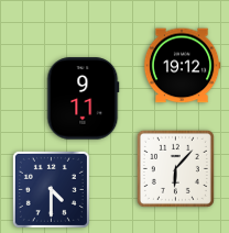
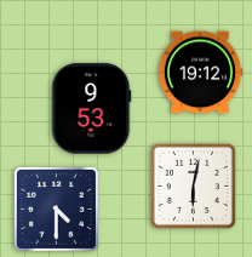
clock at (84, 99): 9:11 -> 9:53
clock at (175, 168): 6:07 -> 6:02
